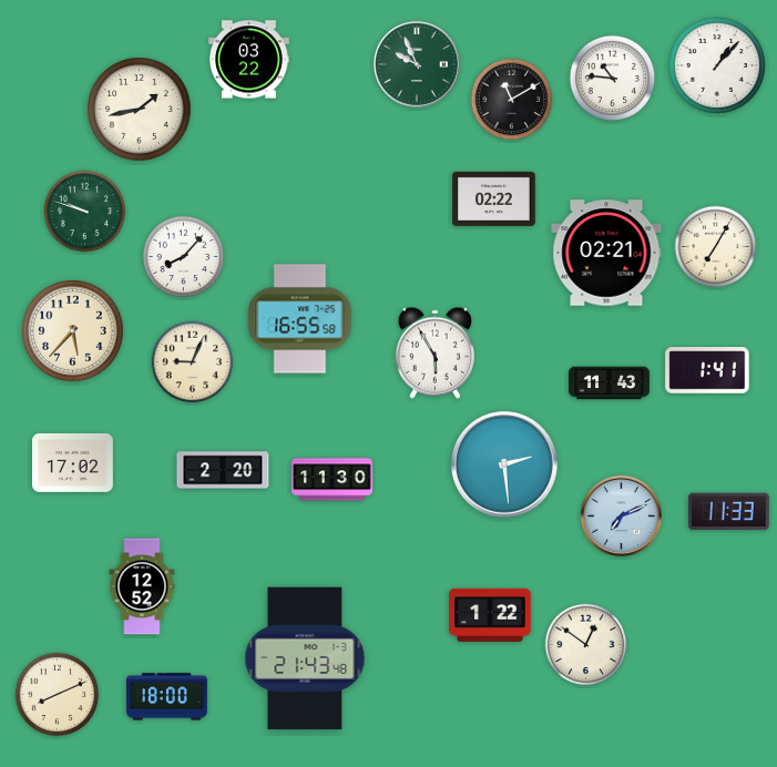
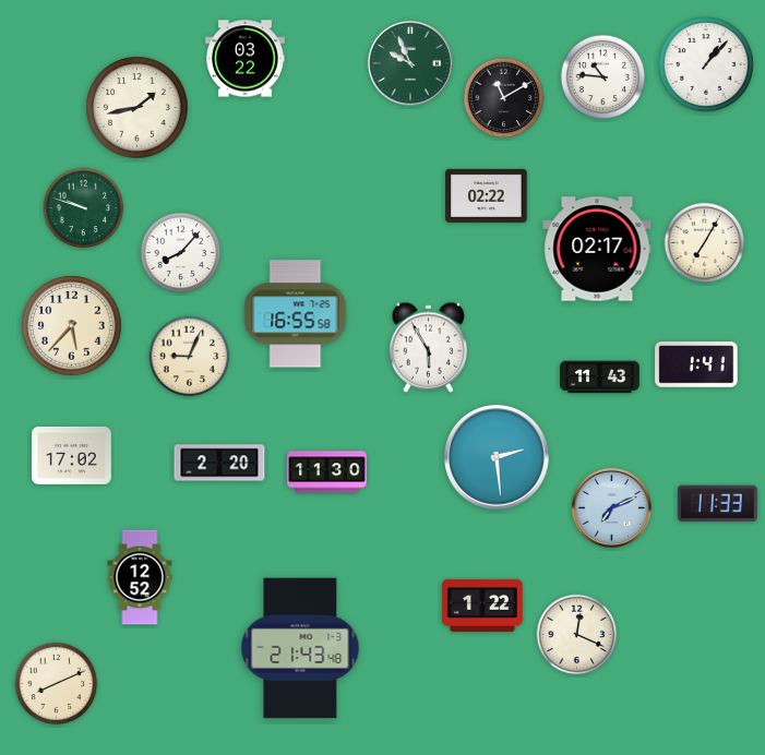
clock at (606, 253): 02:21 -> 02:17
clock at (586, 645): 12:51 -> 12:19
clock at (167, 697): 18:00 -> none
